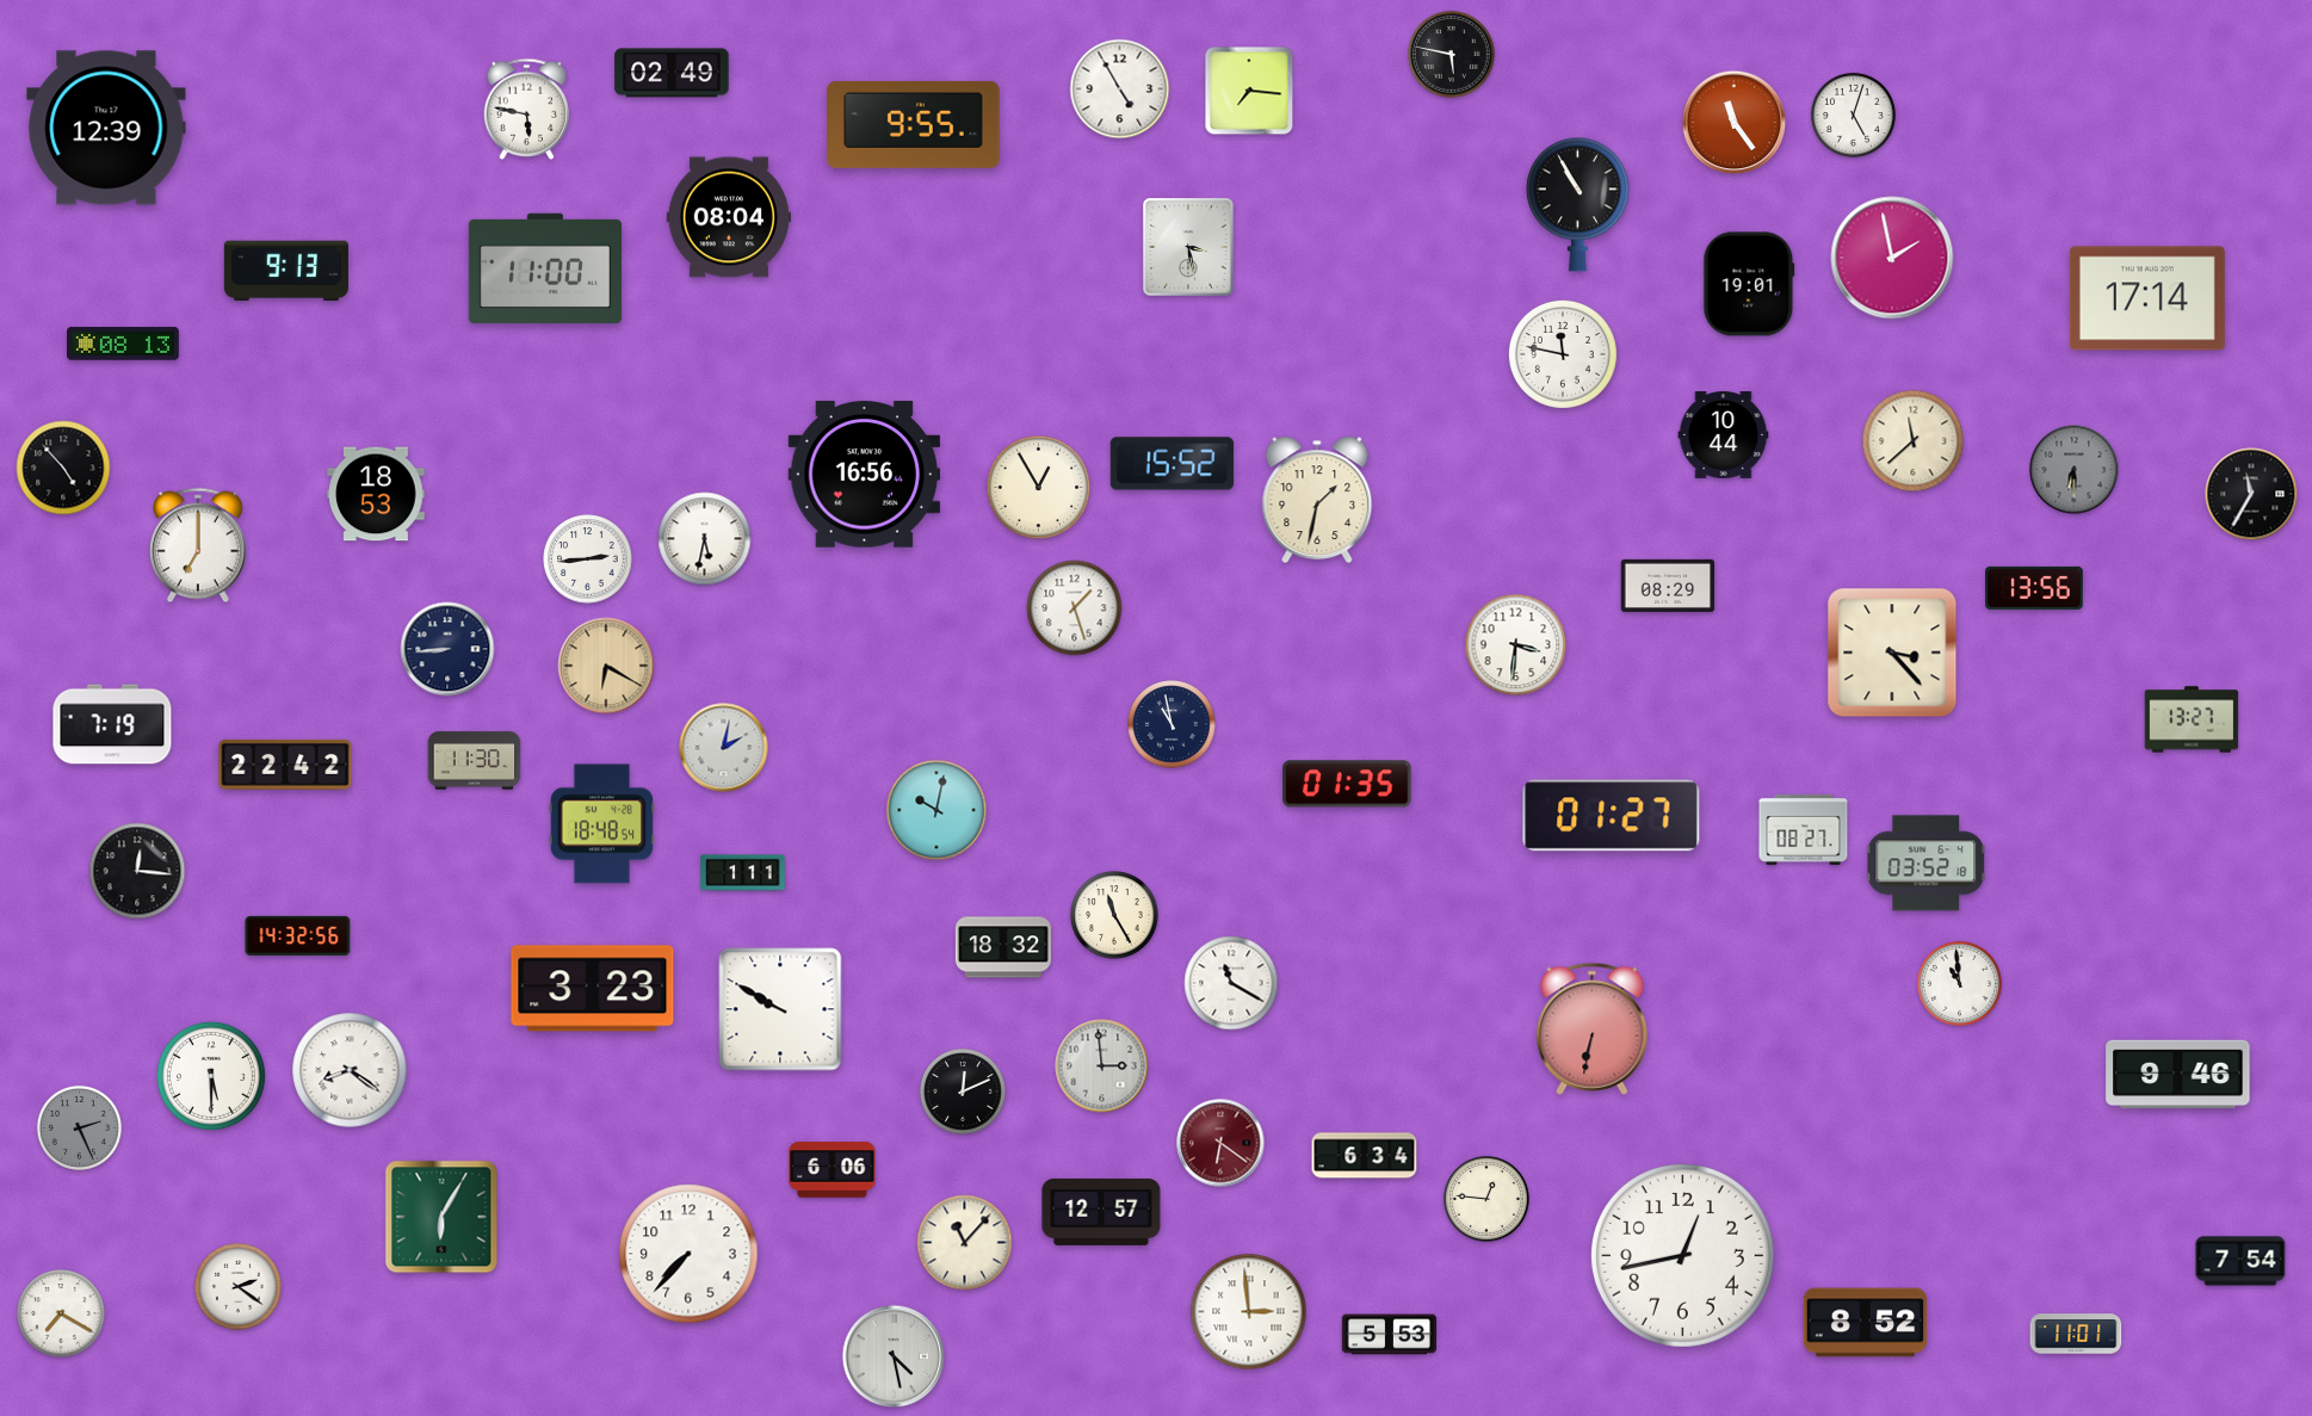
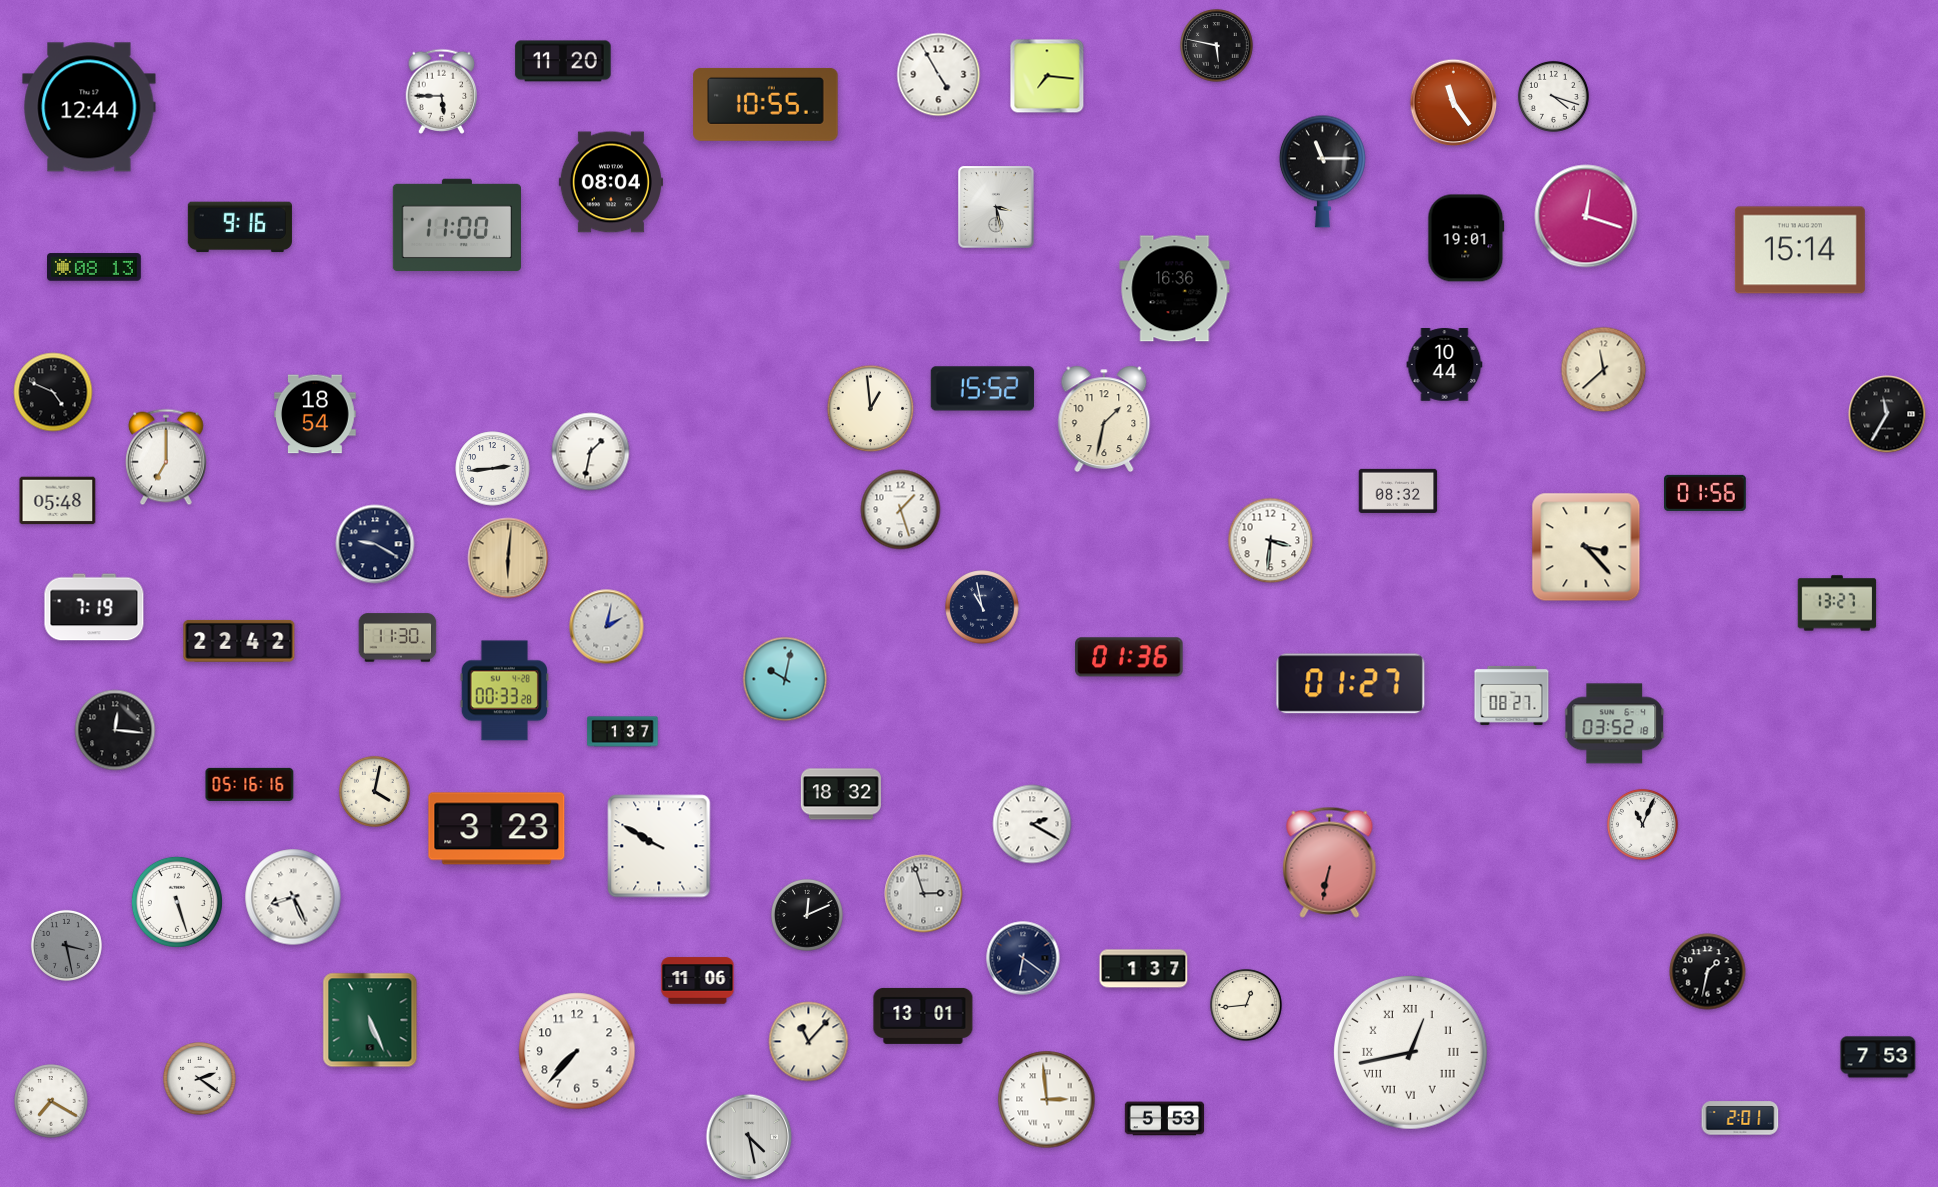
clock at (672, 73): 02:49 -> 11:20
clock at (527, 109): 5:47 -> 5:45
clock at (1853, 115): 5:03 -> 4:18
clock at (914, 124): 9:55 -> 10:55
clock at (106, 128): 12:39 -> 12:44
clock at (1577, 204): 10:55 -> 11:15
clock at (1892, 258): 1:58 -> 12:18
clock at (286, 271): 9:13 -> 9:16
clock at (2147, 298): 17:14 -> 15:14
clock at (124, 344) position: (124, 344) -> (95, 267)
clock at (1175, 289): none -> 16:36
clock at (1563, 354): 11:47 -> none
clock at (63, 468): 4:53 -> 4:49
clock at (2075, 470): 6:30 -> none
clock at (865, 475): 16:56 -> none
clock at (1039, 488): 12:55 -> 12:59
clock at (376, 494): 18:53 -> 18:54
clock at (705, 539): 5:32 -> 1:32
clock at (1668, 586): 08:29 -> 08:32
clock at (2034, 588): 13:56 -> 01:56
clock at (58, 501): none -> 05:48
clock at (447, 649): 8:44 -> 9:20
clock at (606, 666): 6:20 -> 6:01
clock at (1347, 784): 01:35 -> 01:36
clock at (601, 824): 18:48 -> 00:33
clock at (743, 873): 1:11 -> 1:37
clock at (1114, 915): 11:25 -> none
clock at (298, 935): 14:32 -> 05:16
clock at (374, 791): none -> 4:02
clock at (1231, 983): 11:20 -> 2:20
clock at (1959, 983): 10:59 -> 11:04
clock at (780, 1009) position: (780, 1009) -> (659, 846)
clock at (1593, 1028) position: (1593, 1028) -> (1330, 862)
clock at (1102, 1066): 2:59 -> 2:57
clock at (350, 1070): 8:21 -> 8:26
clock at (2178, 1075): 9:46 -> none
clock at (211, 1076): 5:30 -> 5:27
clock at (79, 1127): 2:26 -> 3:28
clock at (1220, 1143) dial: burgundy -> navy
clock at (1365, 1156): 6:34 -> 1:37
clock at (1708, 972): none -> 1:32
clock at (833, 1170): 6:06 -> 11:06
clock at (1486, 1199): 12:46 -> 12:44
clock at (1101, 1212): 12:57 -> 13:01
clock at (441, 1217): 6:05 -> 5:26
clock at (1682, 1255) numerals: Arabic -> Roman
clock at (2240, 1261): 7:54 -> 7:53
clock at (1866, 1323): 8:52 -> none
clock at (2076, 1334): 11:01 -> 2:01
